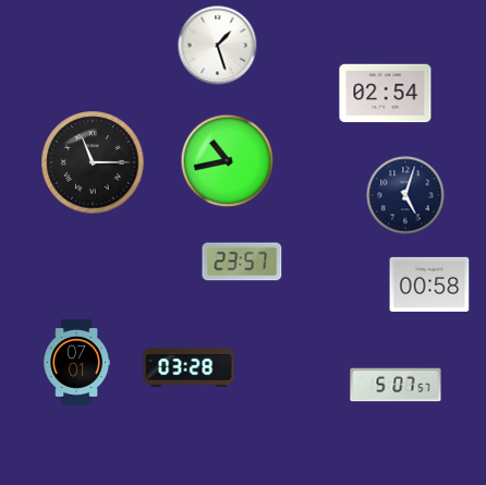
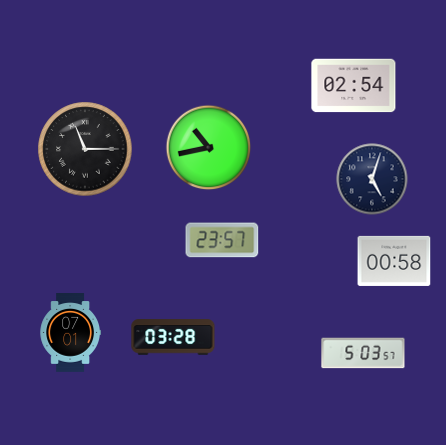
clock at (218, 46): 1:27 -> none
clock at (396, 385): 5:07 -> 5:03
